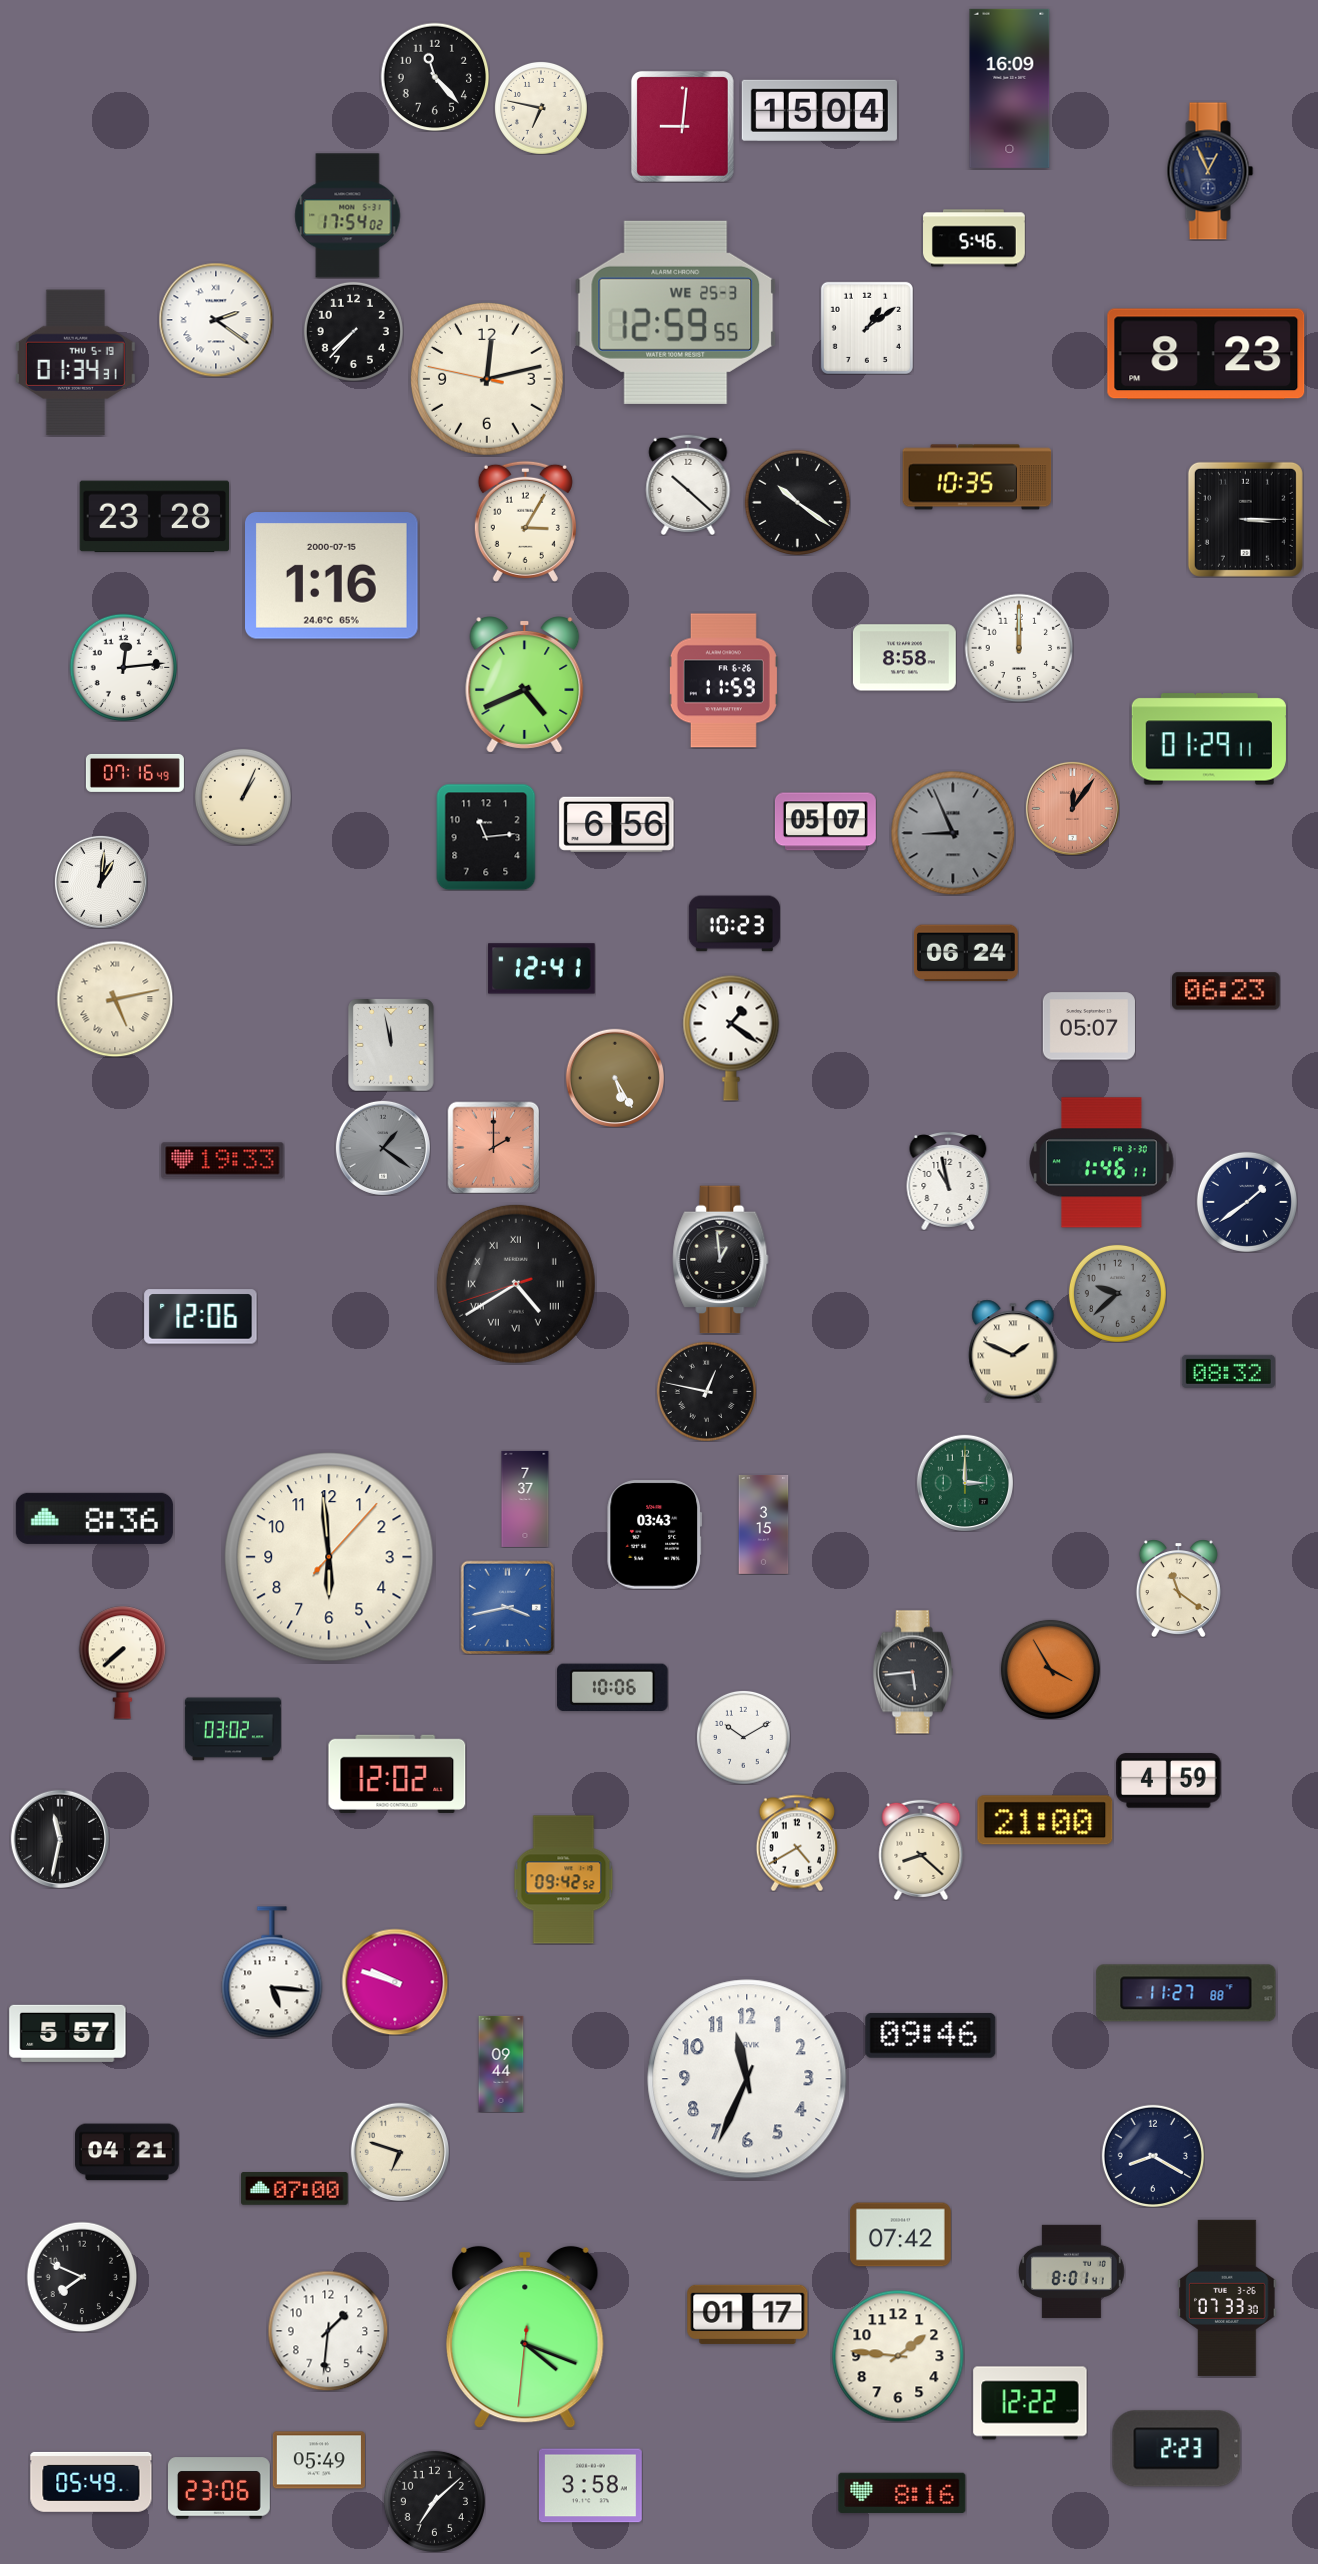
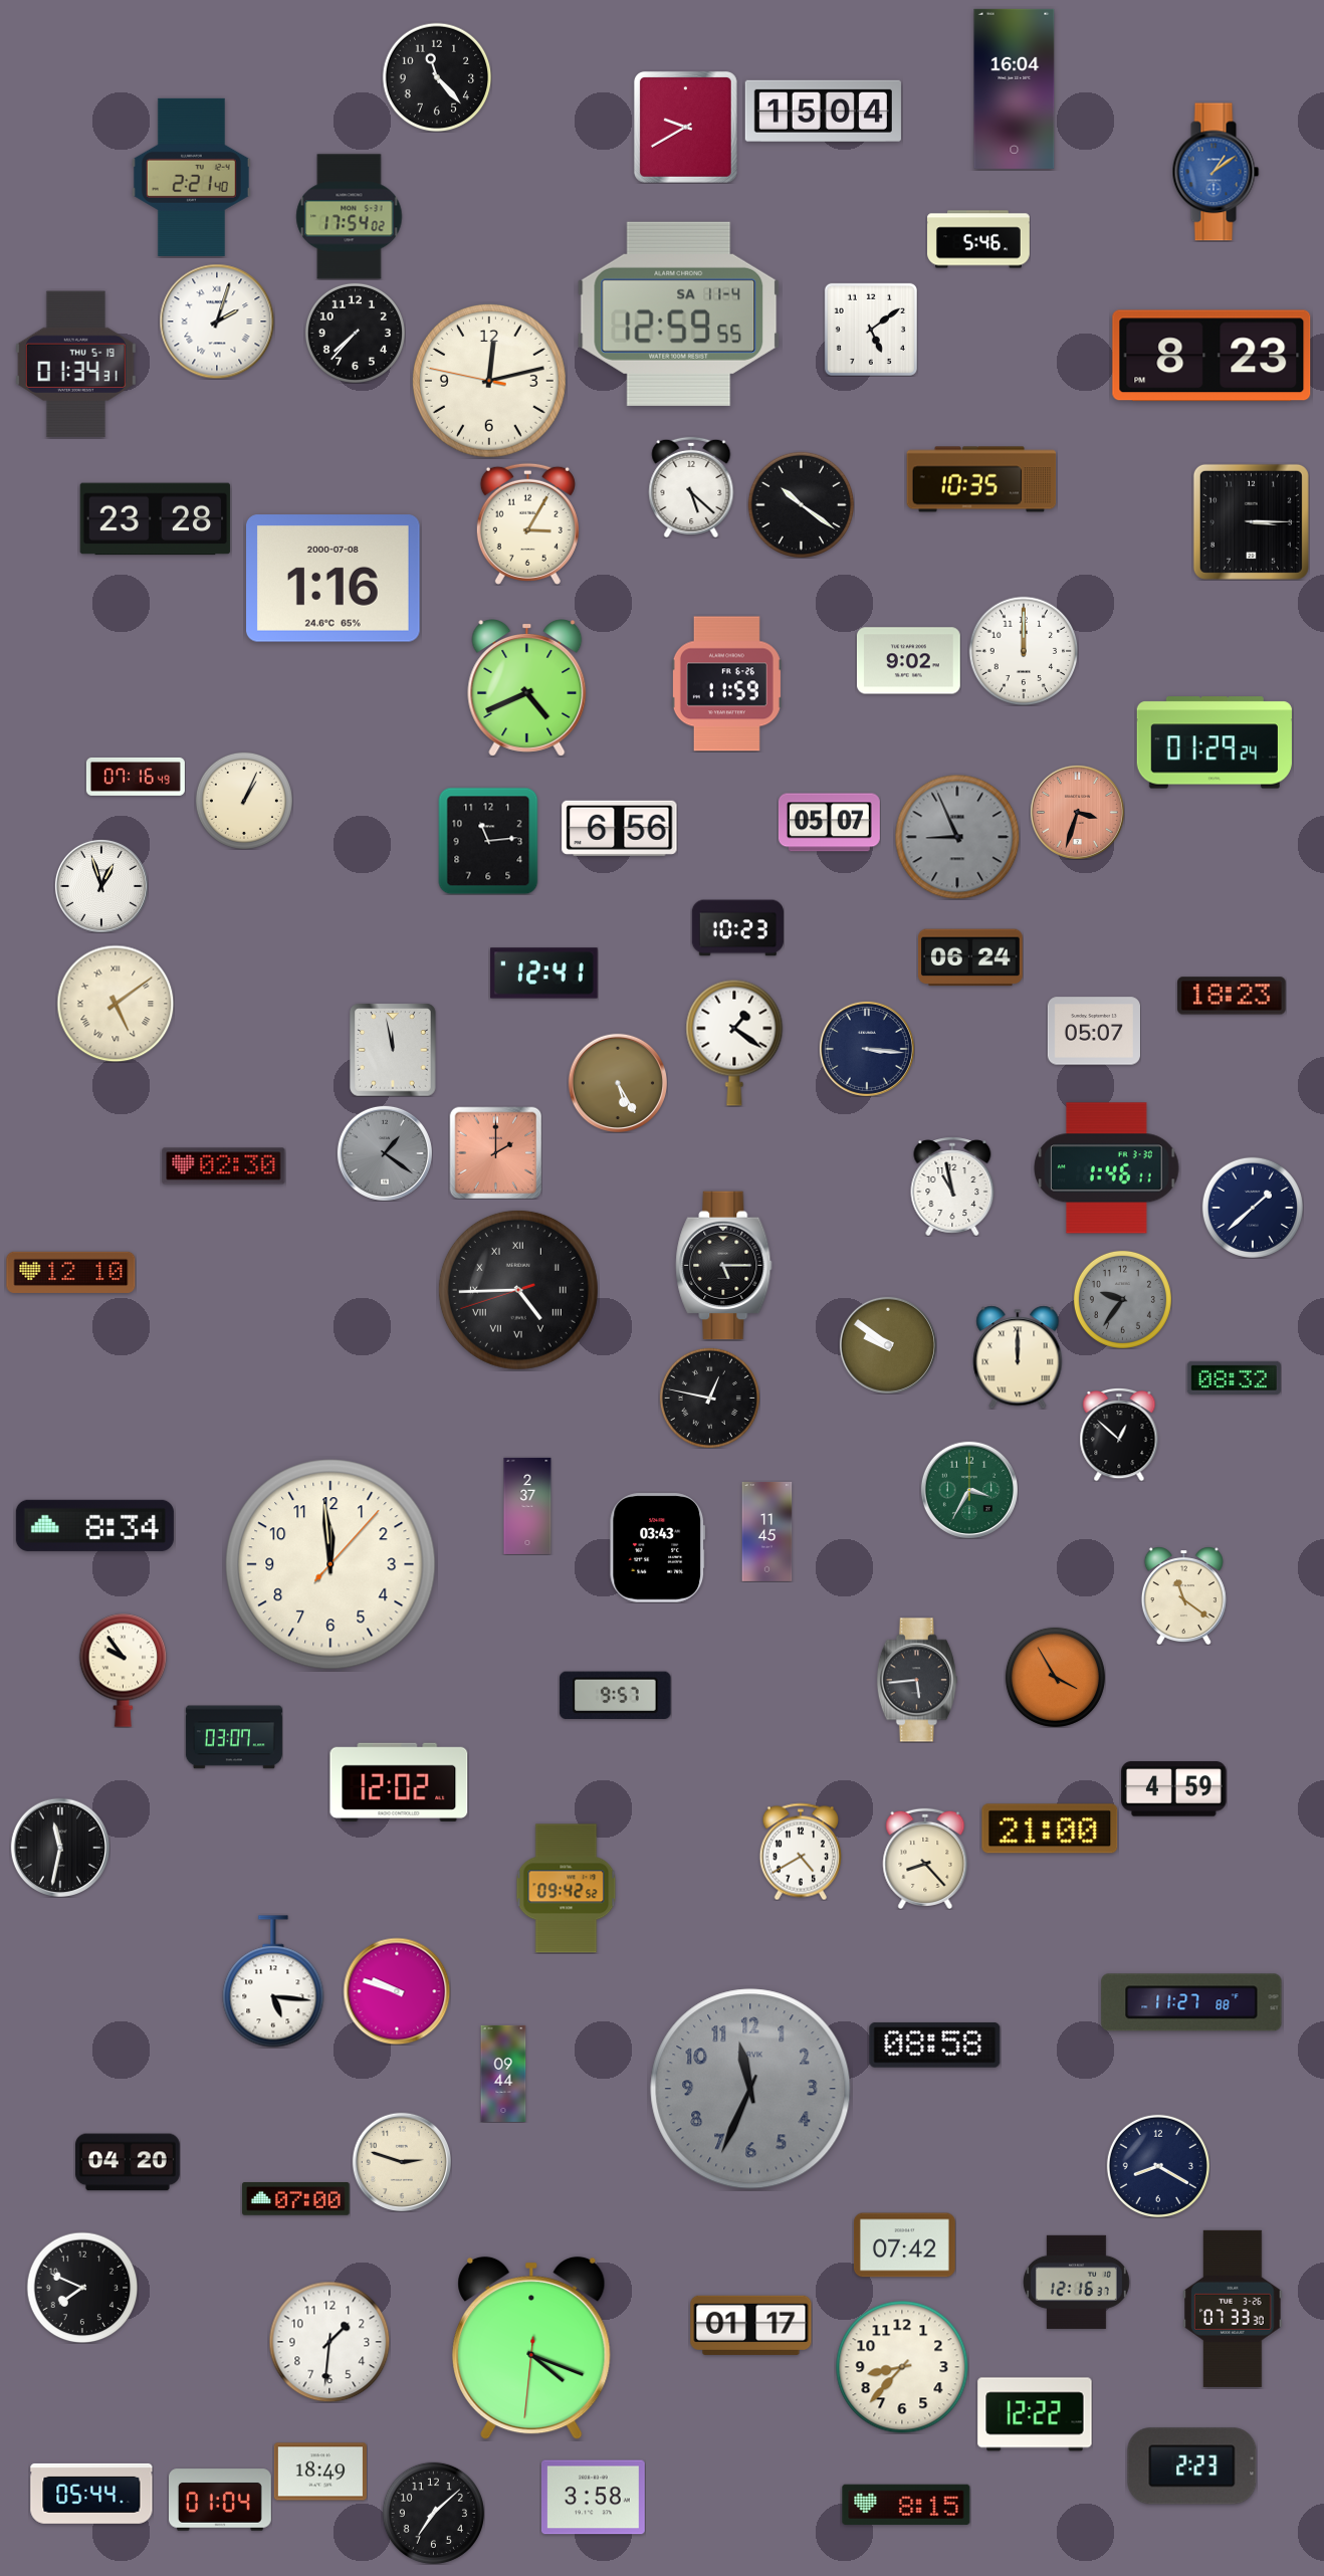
clock at (1010, 88): 16:09 -> 16:04
clock at (541, 108): 6:47 -> none
clock at (682, 126): 9:01 -> 9:40
clock at (1210, 171): 12:56 -> 1:09
clock at (1210, 171) dial: navy -> blue
clock at (191, 177): none -> 2:21
clock at (676, 312) date: WE 25-3 -> SA 11-4
clock at (216, 320): 2:21 -> 2:03
clock at (867, 328): 1:09 -> 5:09
clock at (688, 485): 10:22 -> 5:22
clock at (332, 576) date: 2000-07-15 -> 2000-07-08
clock at (905, 658): 8:58 -> 9:02
clock at (123, 667): 12:14 -> none
clock at (1209, 739): 01:29:11 -> 01:29:24
clock at (1072, 808): 12:06 -> 3:33
clock at (825, 822) position: (825, 822) -> (829, 823)
clock at (101, 882): 1:01 -> 12:57
clock at (1226, 991): 06:23 -> 18:23
clock at (115, 999): 5:13 -> 5:09
clock at (867, 1049): none -> 3:16
clock at (223, 1161): 19:33 -> 02:30
clock at (1247, 1202): 1:39 -> 1:38
clock at (721, 1260): 12:59 -> 5:15
clock at (71, 1272): none -> 12:10
clock at (516, 1284): 4:39 -> 4:44
clock at (1117, 1293): 9:38 -> 9:36
clock at (201, 1317): 12:06 -> none
clock at (888, 1345): none -> 9:51
clock at (1013, 1351): 1:49 -> 12:00
clock at (1119, 1435): none -> 12:52
clock at (965, 1483): 3:00 -> 3:35
clock at (525, 1499): 7:37 -> 2:37
clock at (94, 1518): 8:36 -> 8:34
clock at (764, 1524): 3:15 -> 11:45
clock at (655, 1535) position: (655, 1535) -> (658, 1548)
clock at (329, 1557): 5:59 -> 11:59
clock at (507, 1607): 3:43 -> none
clock at (123, 1662): 7:38 -> 9:54
clock at (613, 1688): 10:06 -> 9:57
clock at (233, 1729): 03:02 -> 03:07
clock at (743, 1737): 10:10 -> none
clock at (921, 1850): 8:22 -> 8:23
clock at (68, 2033): 5:57 -> none
clock at (931, 2036): 09:46 -> 08:58
clock at (747, 2079) dial: white -> grey
clock at (399, 2151): 6:48 -> 2:48
clock at (128, 2152): 04:21 -> 04:20
clock at (1071, 2271): 8:01 -> 12:16
clock at (525, 2337) position: (525, 2337) -> (531, 2348)
clock at (898, 2356): 1:46 -> 8:37
clock at (1177, 2449) position: (1177, 2449) -> (1192, 2466)
clock at (319, 2460): 05:49 -> 18:49
clock at (91, 2482): 05:49 -> 05:44
clock at (220, 2488): 23:06 -> 01:04
clock at (902, 2493): 8:16 -> 8:15
clock at (434, 2501) position: (434, 2501) -> (433, 2513)
